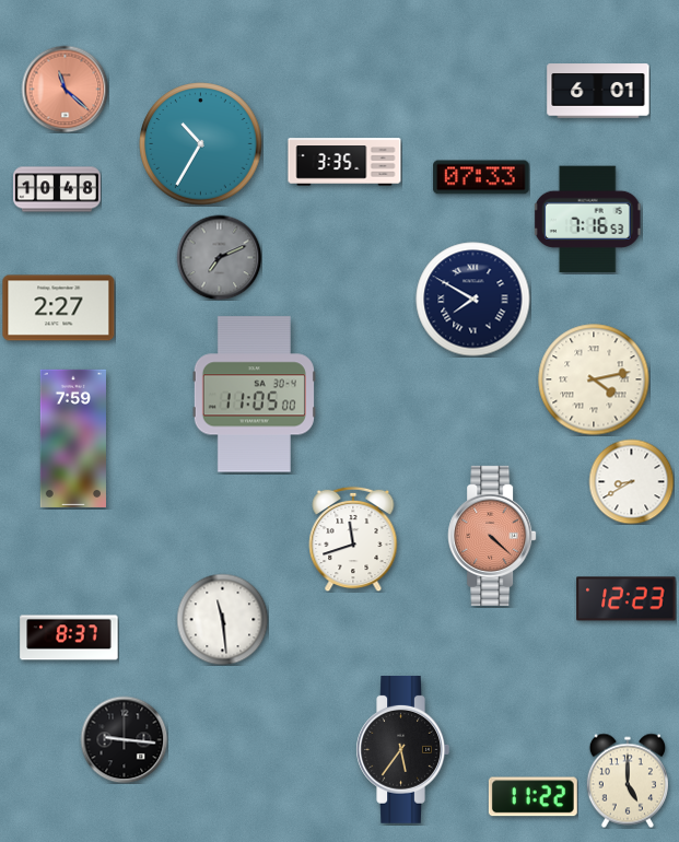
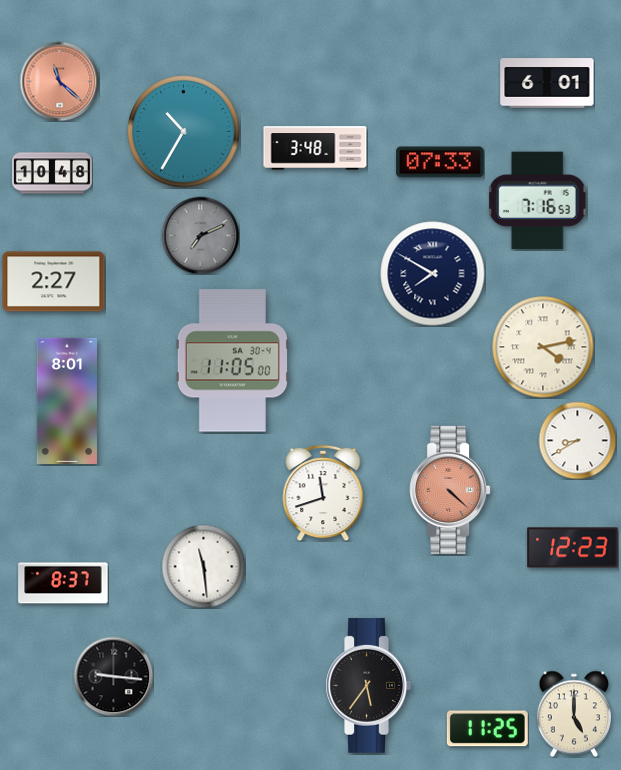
clock at (344, 162): 3:35 -> 3:48
clock at (73, 438): 7:59 -> 8:01
clock at (532, 797): 11:22 -> 11:25
